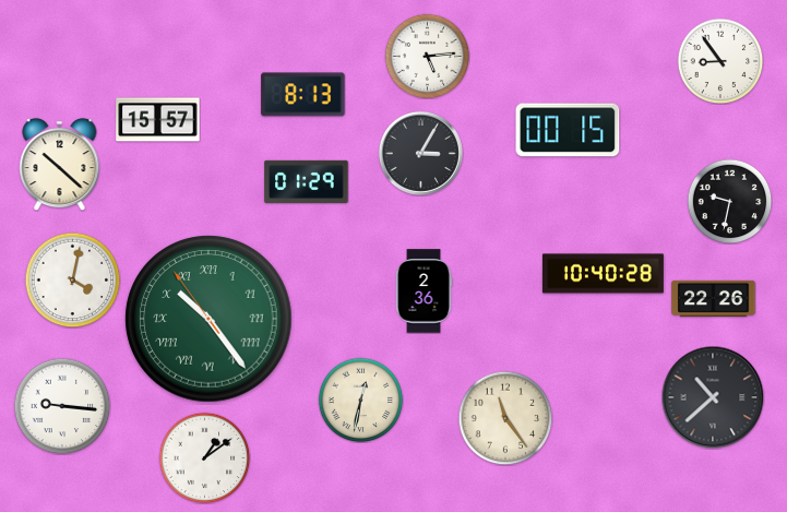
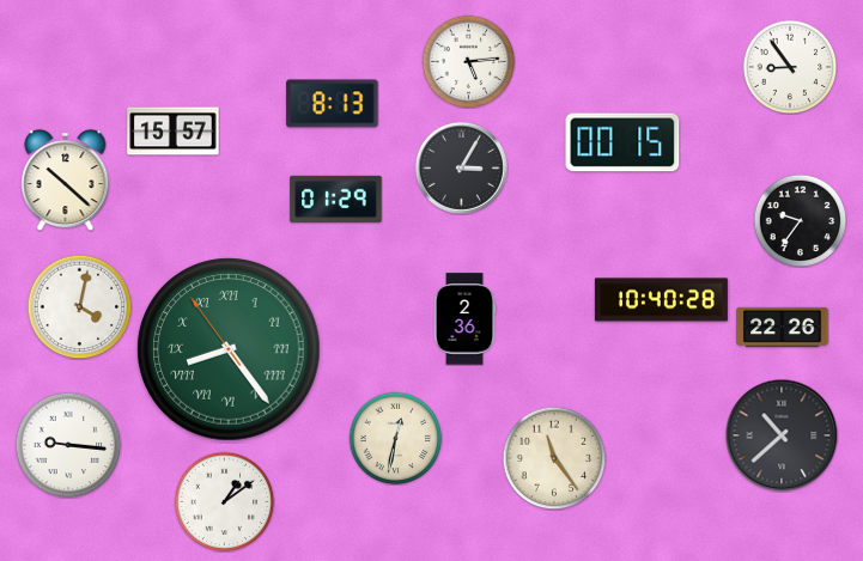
clock at (729, 201): 9:32 -> 9:36
clock at (208, 319): 10:23 -> 8:23
